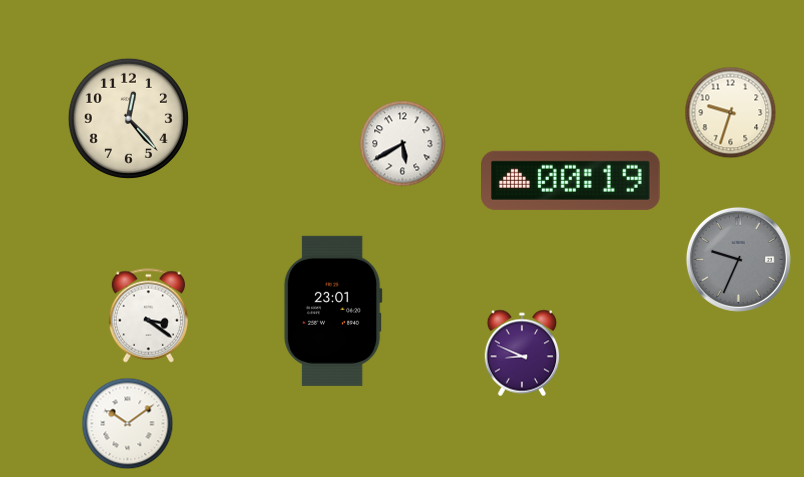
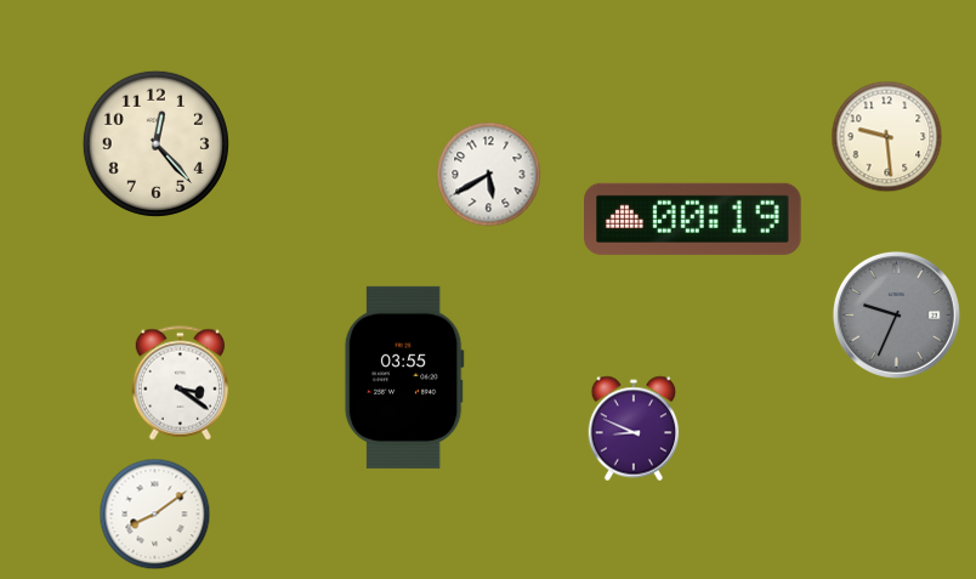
clock at (731, 113): 9:33 -> 9:29
clock at (333, 311): 23:01 -> 03:55
clock at (128, 424): 10:09 -> 8:09
